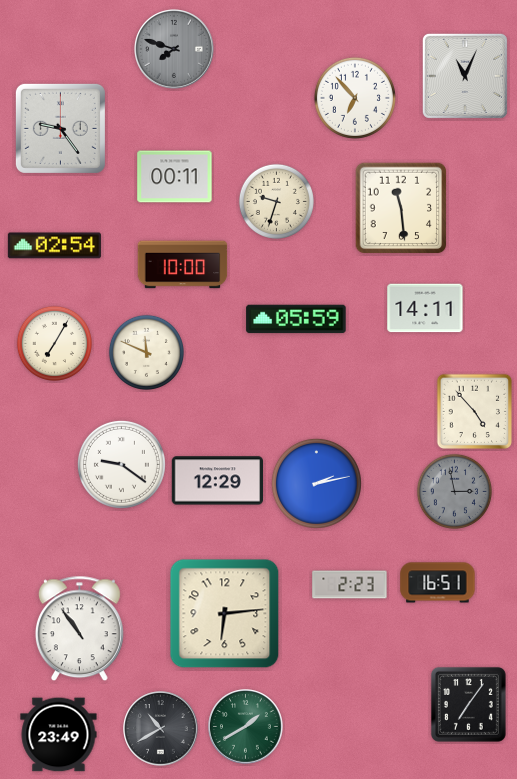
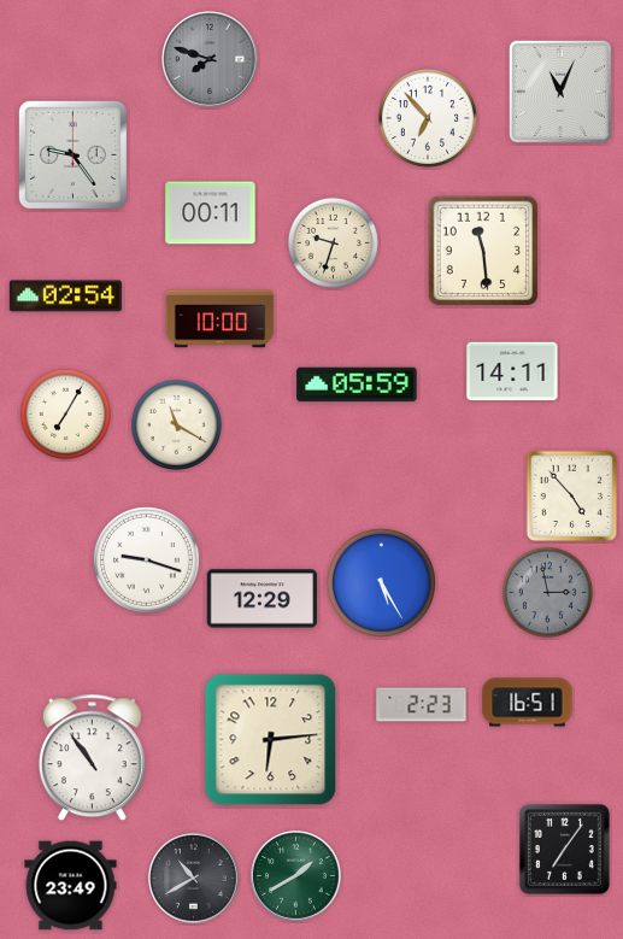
clock at (146, 352): 11:49 -> 11:20
clock at (121, 464): 9:21 -> 9:18
clock at (217, 481) position: (217, 481) -> (261, 599)
clock at (316, 483): 2:13 -> 5:25
clock at (79, 629) position: (79, 629) -> (92, 758)
